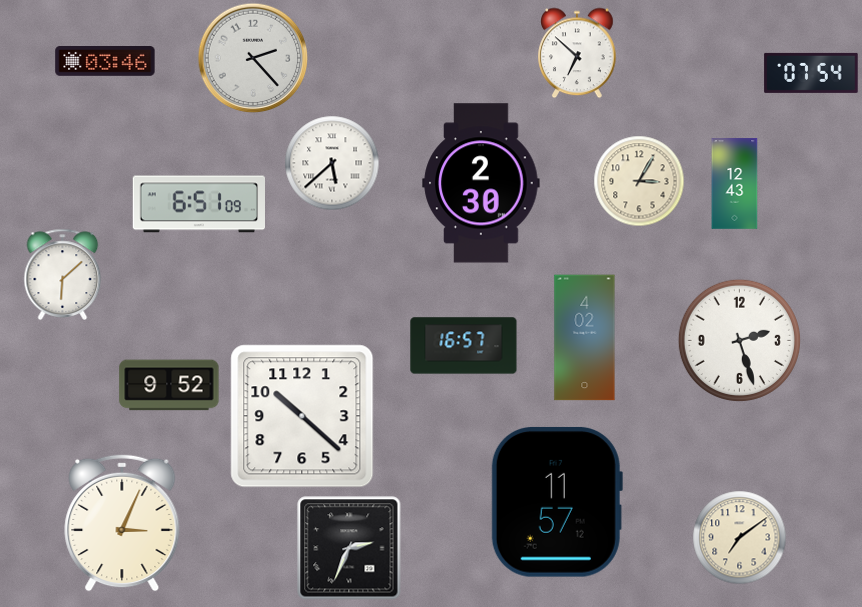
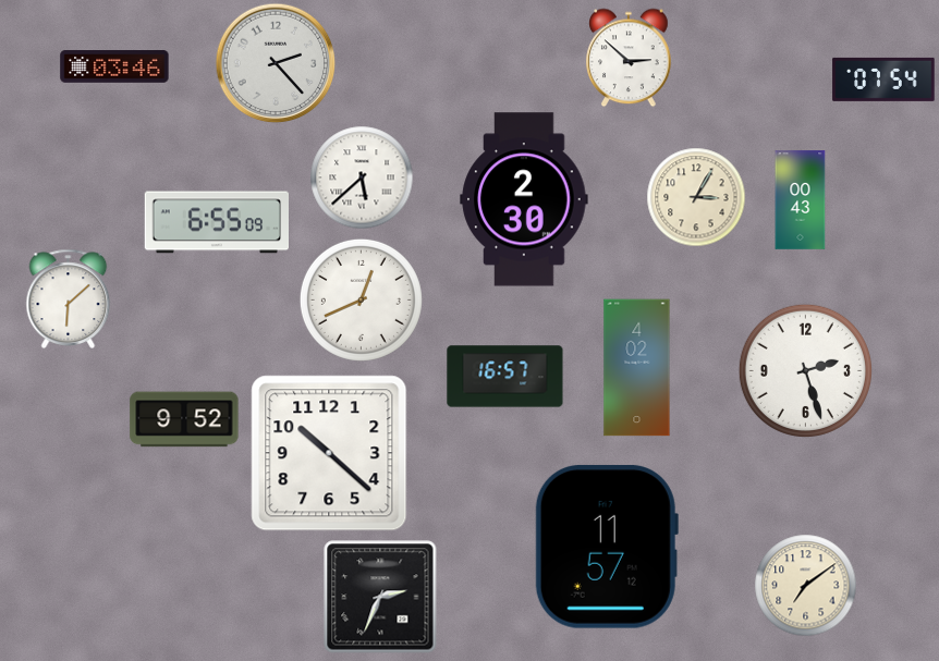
clock at (577, 53): 6:52 -> 2:52
clock at (735, 184): 12:43 -> 00:43
clock at (198, 204): 6:51 -> 6:55
clock at (361, 299): none -> 12:41
clock at (122, 523): 3:04 -> none
